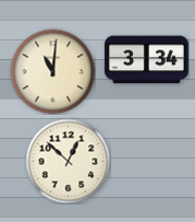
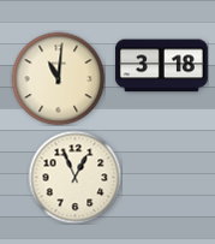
clock at (146, 60): 3:34 -> 3:18
clock at (68, 161): 12:52 -> 12:56
